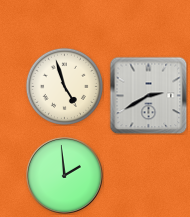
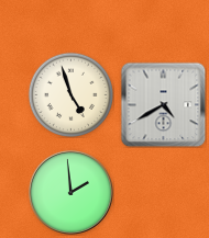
clock at (148, 95): 2:40 -> 4:40
